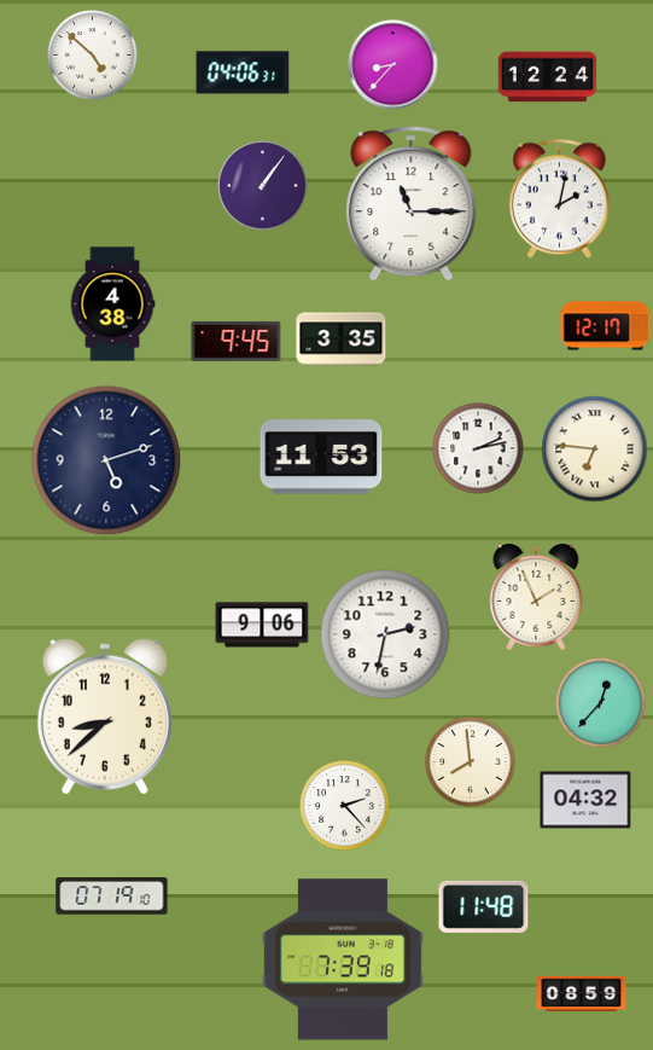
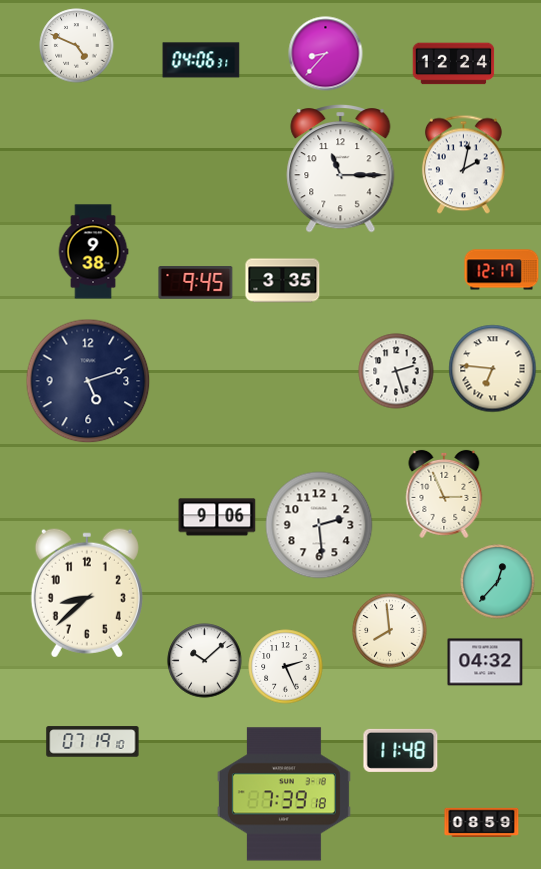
clock at (93, 56): 4:52 -> 4:49
clock at (263, 186): 1:06 -> none
clock at (112, 304): 4:38 -> 9:38
clock at (478, 448): 2:13 -> 2:27
clock at (595, 449) position: (595, 449) -> (493, 369)
clock at (321, 457): 11:53 -> none
clock at (536, 597): 1:56 -> 2:56
clock at (385, 634): 2:32 -> 2:29
clock at (205, 661): none -> 10:08
clock at (345, 806): 2:23 -> 2:26
